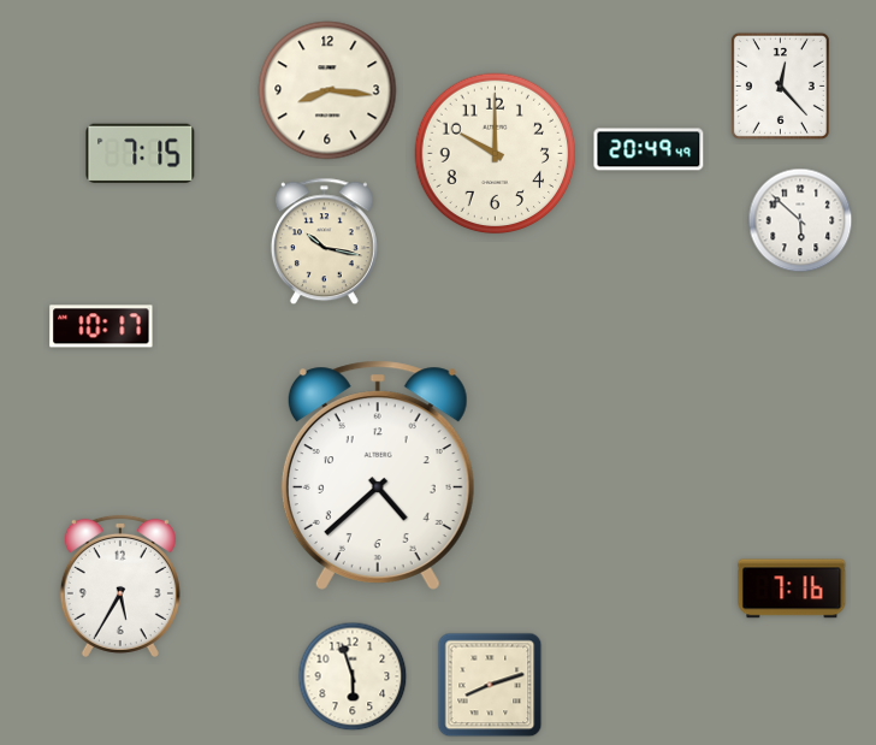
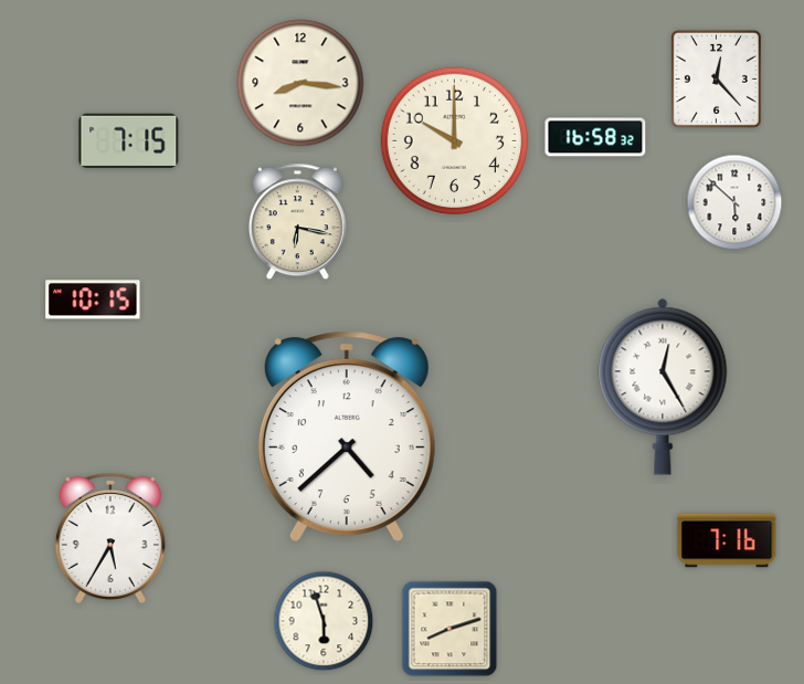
clock at (649, 149): 20:49 -> 16:58
clock at (324, 242): 10:17 -> 6:17
clock at (101, 326): 10:17 -> 10:15
clock at (663, 387): none -> 12:25
